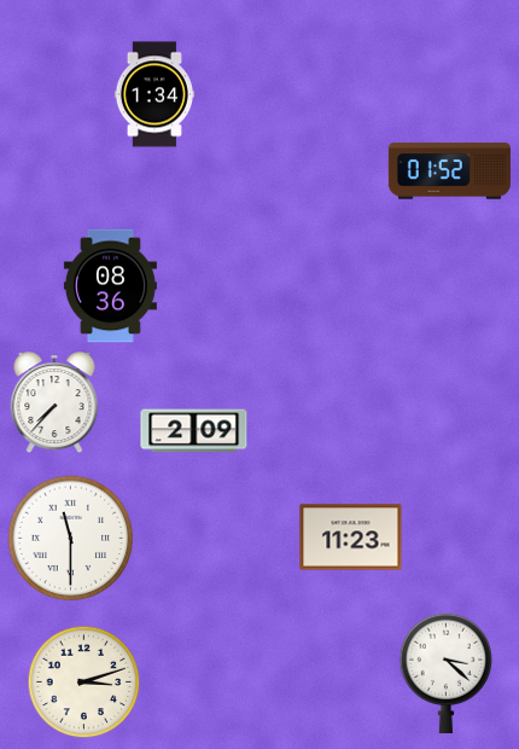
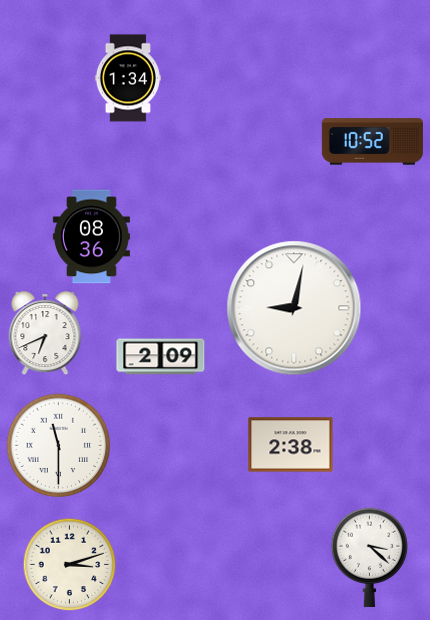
clock at (449, 172): 01:52 -> 10:52
clock at (294, 308): none -> 9:02
clock at (54, 403): 7:37 -> 6:41
clock at (351, 538): 11:23 -> 2:38
